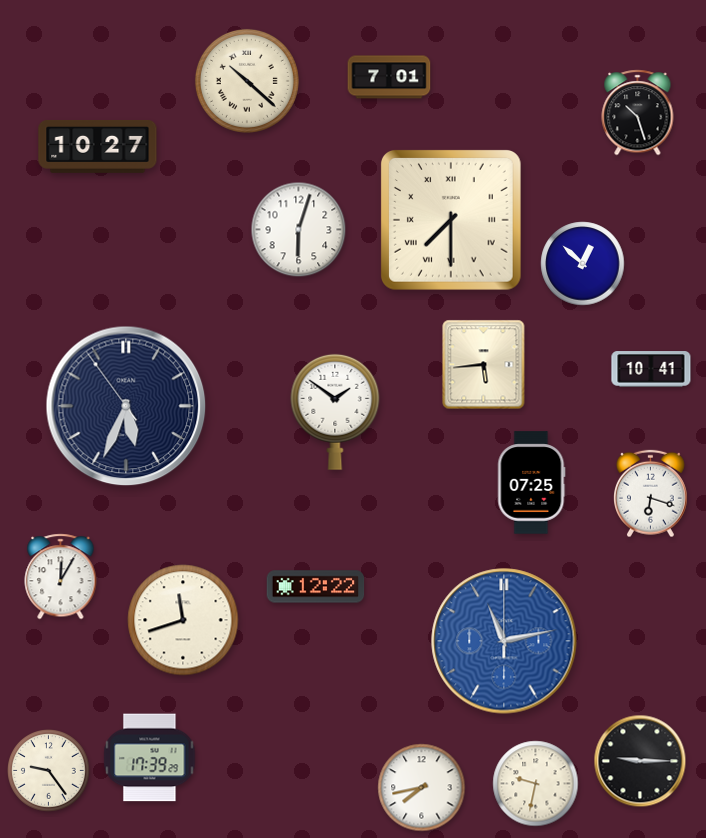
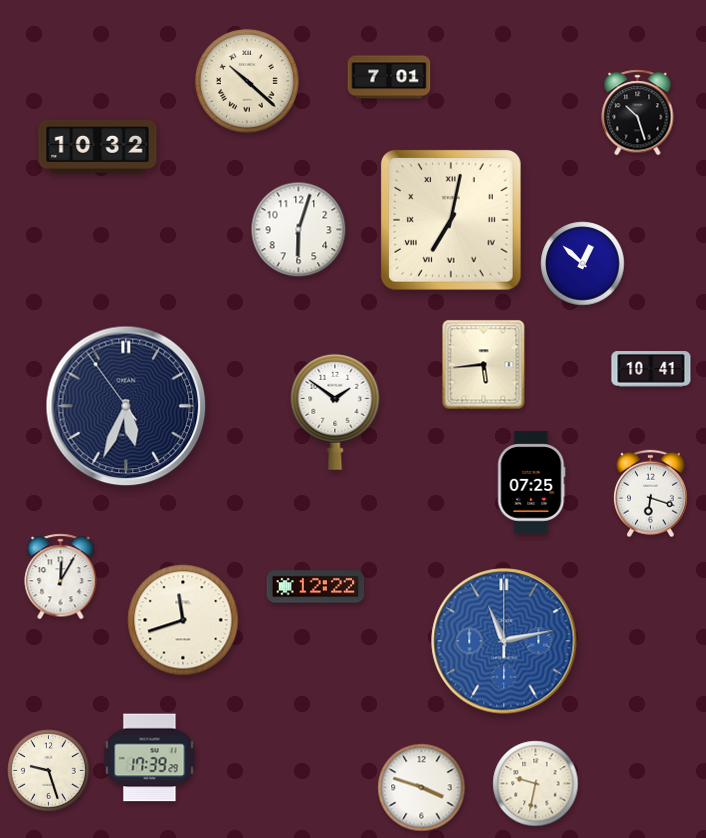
clock at (98, 146): 10:27 -> 10:32
clock at (451, 220): 7:30 -> 7:02
clock at (640, 761): 9:15 -> none
clock at (49, 771): 9:24 -> 9:27
clock at (422, 788): 7:43 -> 3:48
